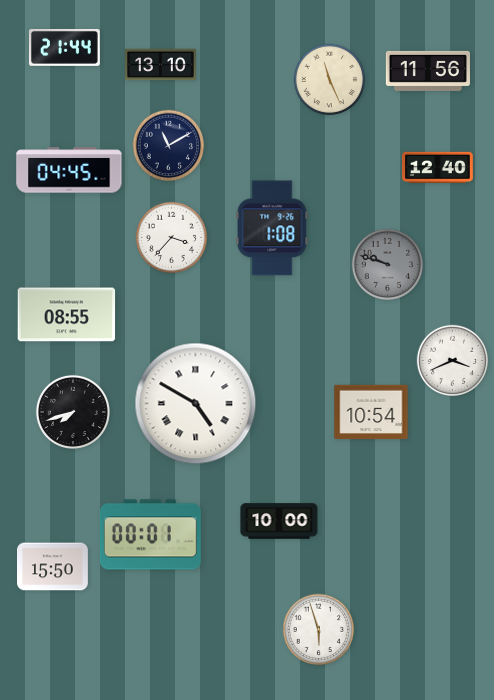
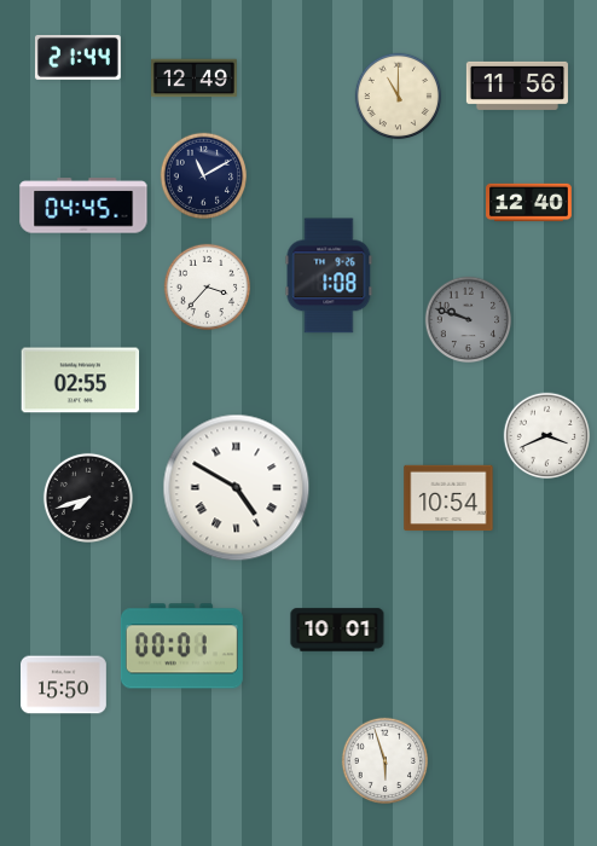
clock at (161, 65): 13:10 -> 12:49
clock at (330, 80): 11:26 -> 11:00
clock at (67, 315): 08:55 -> 02:55
clock at (279, 521): 10:00 -> 10:01
